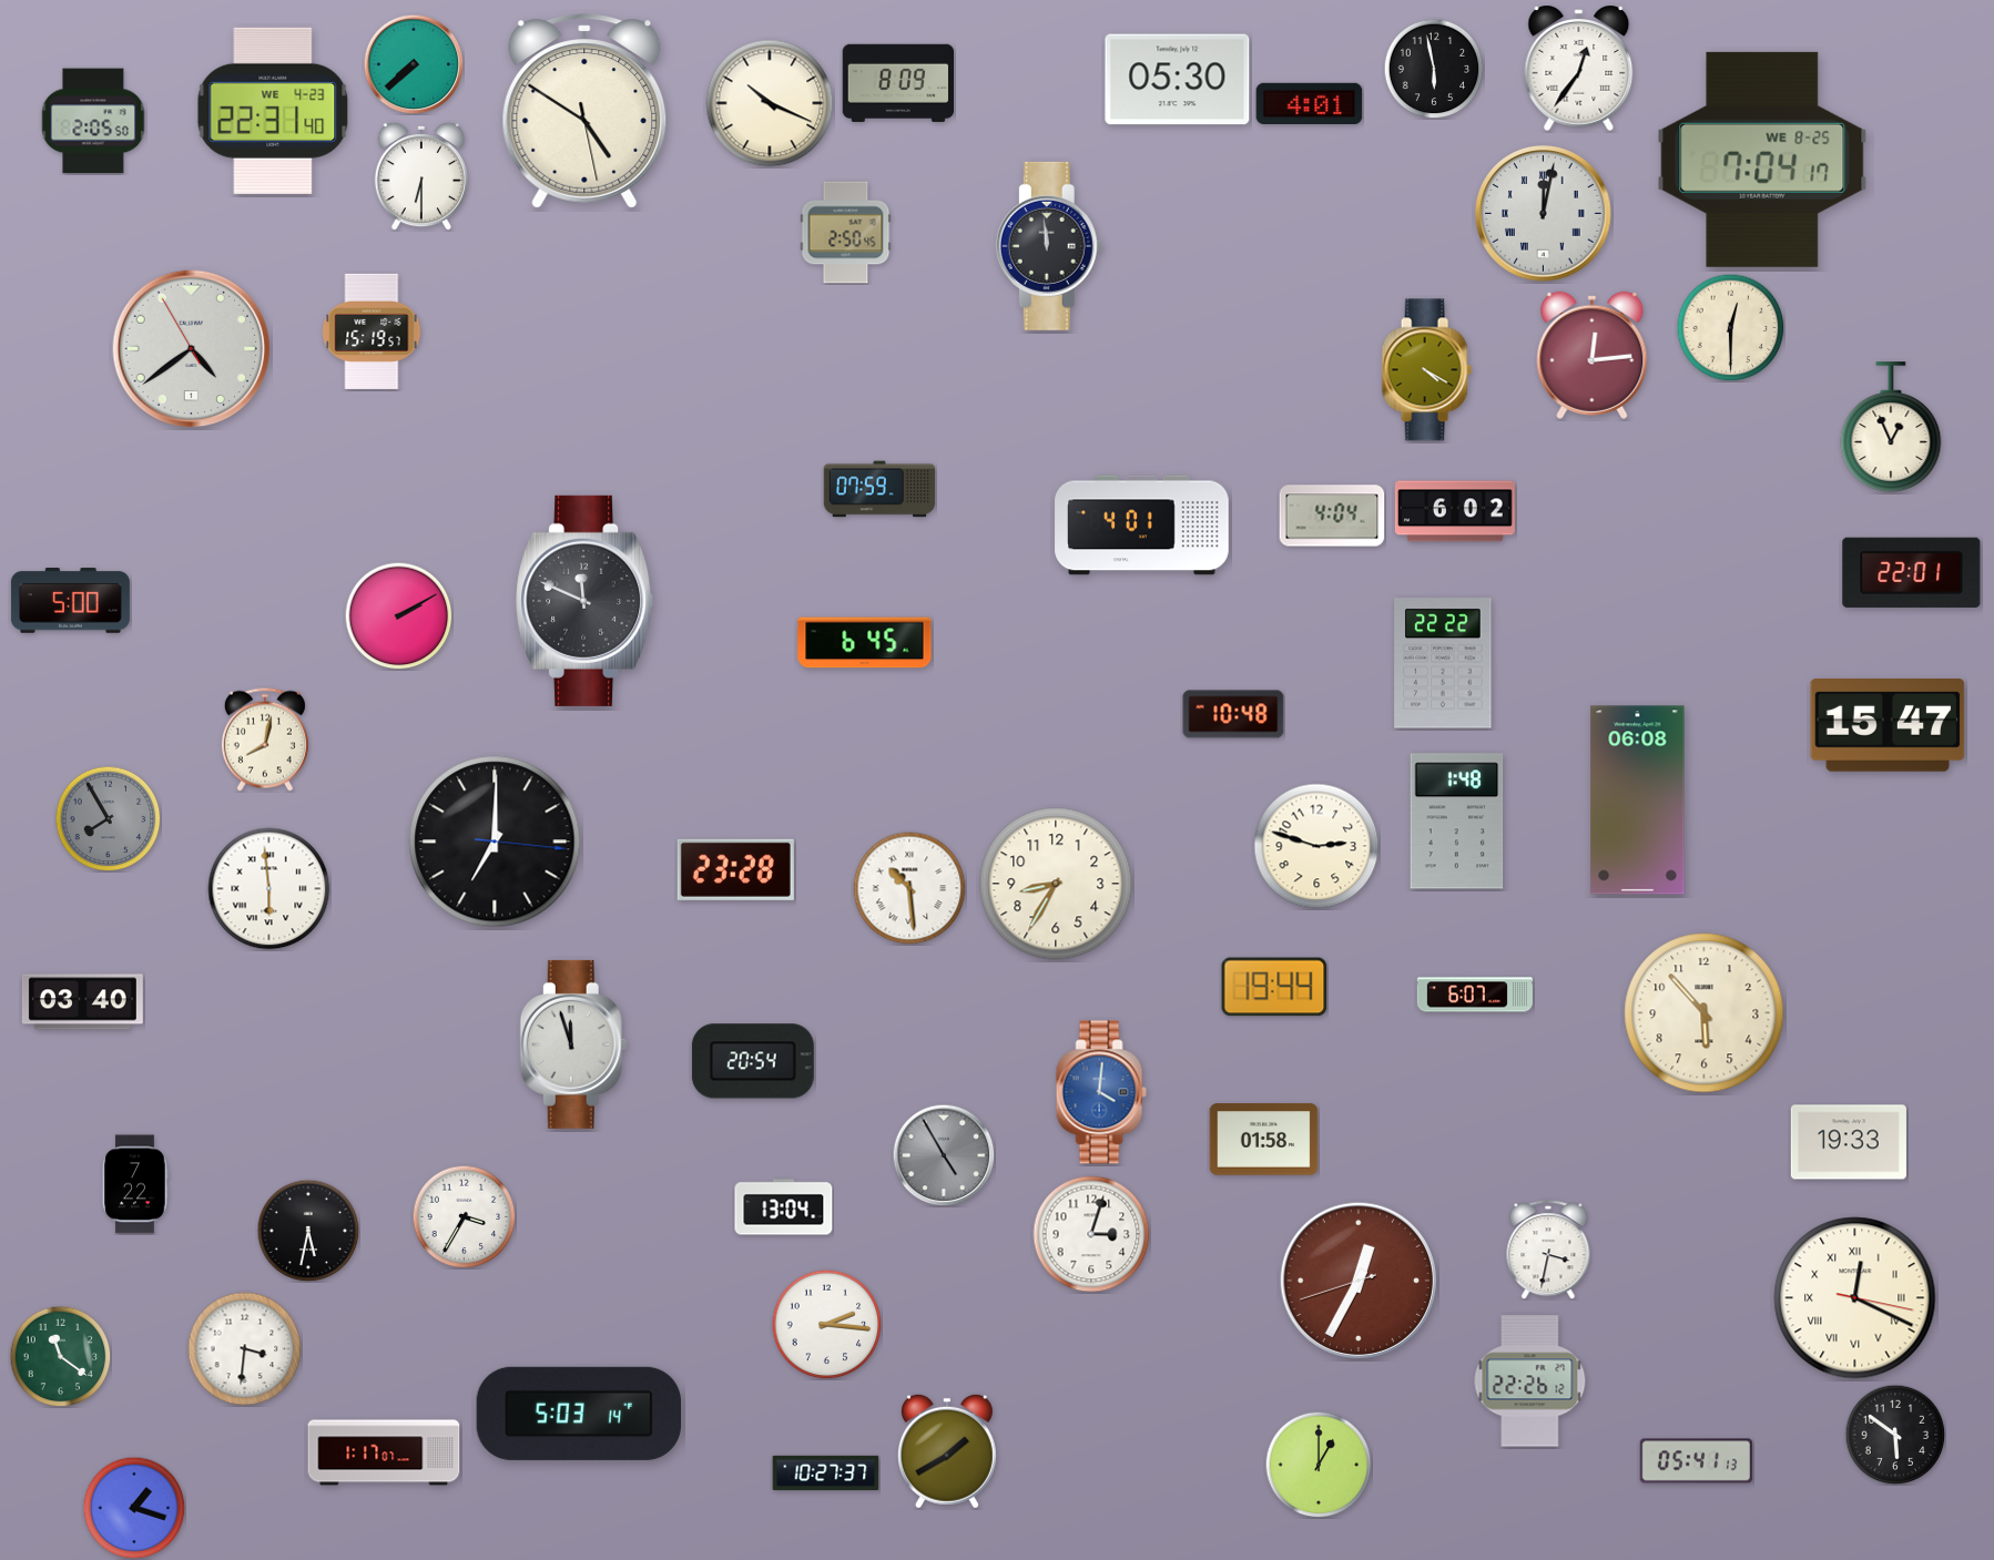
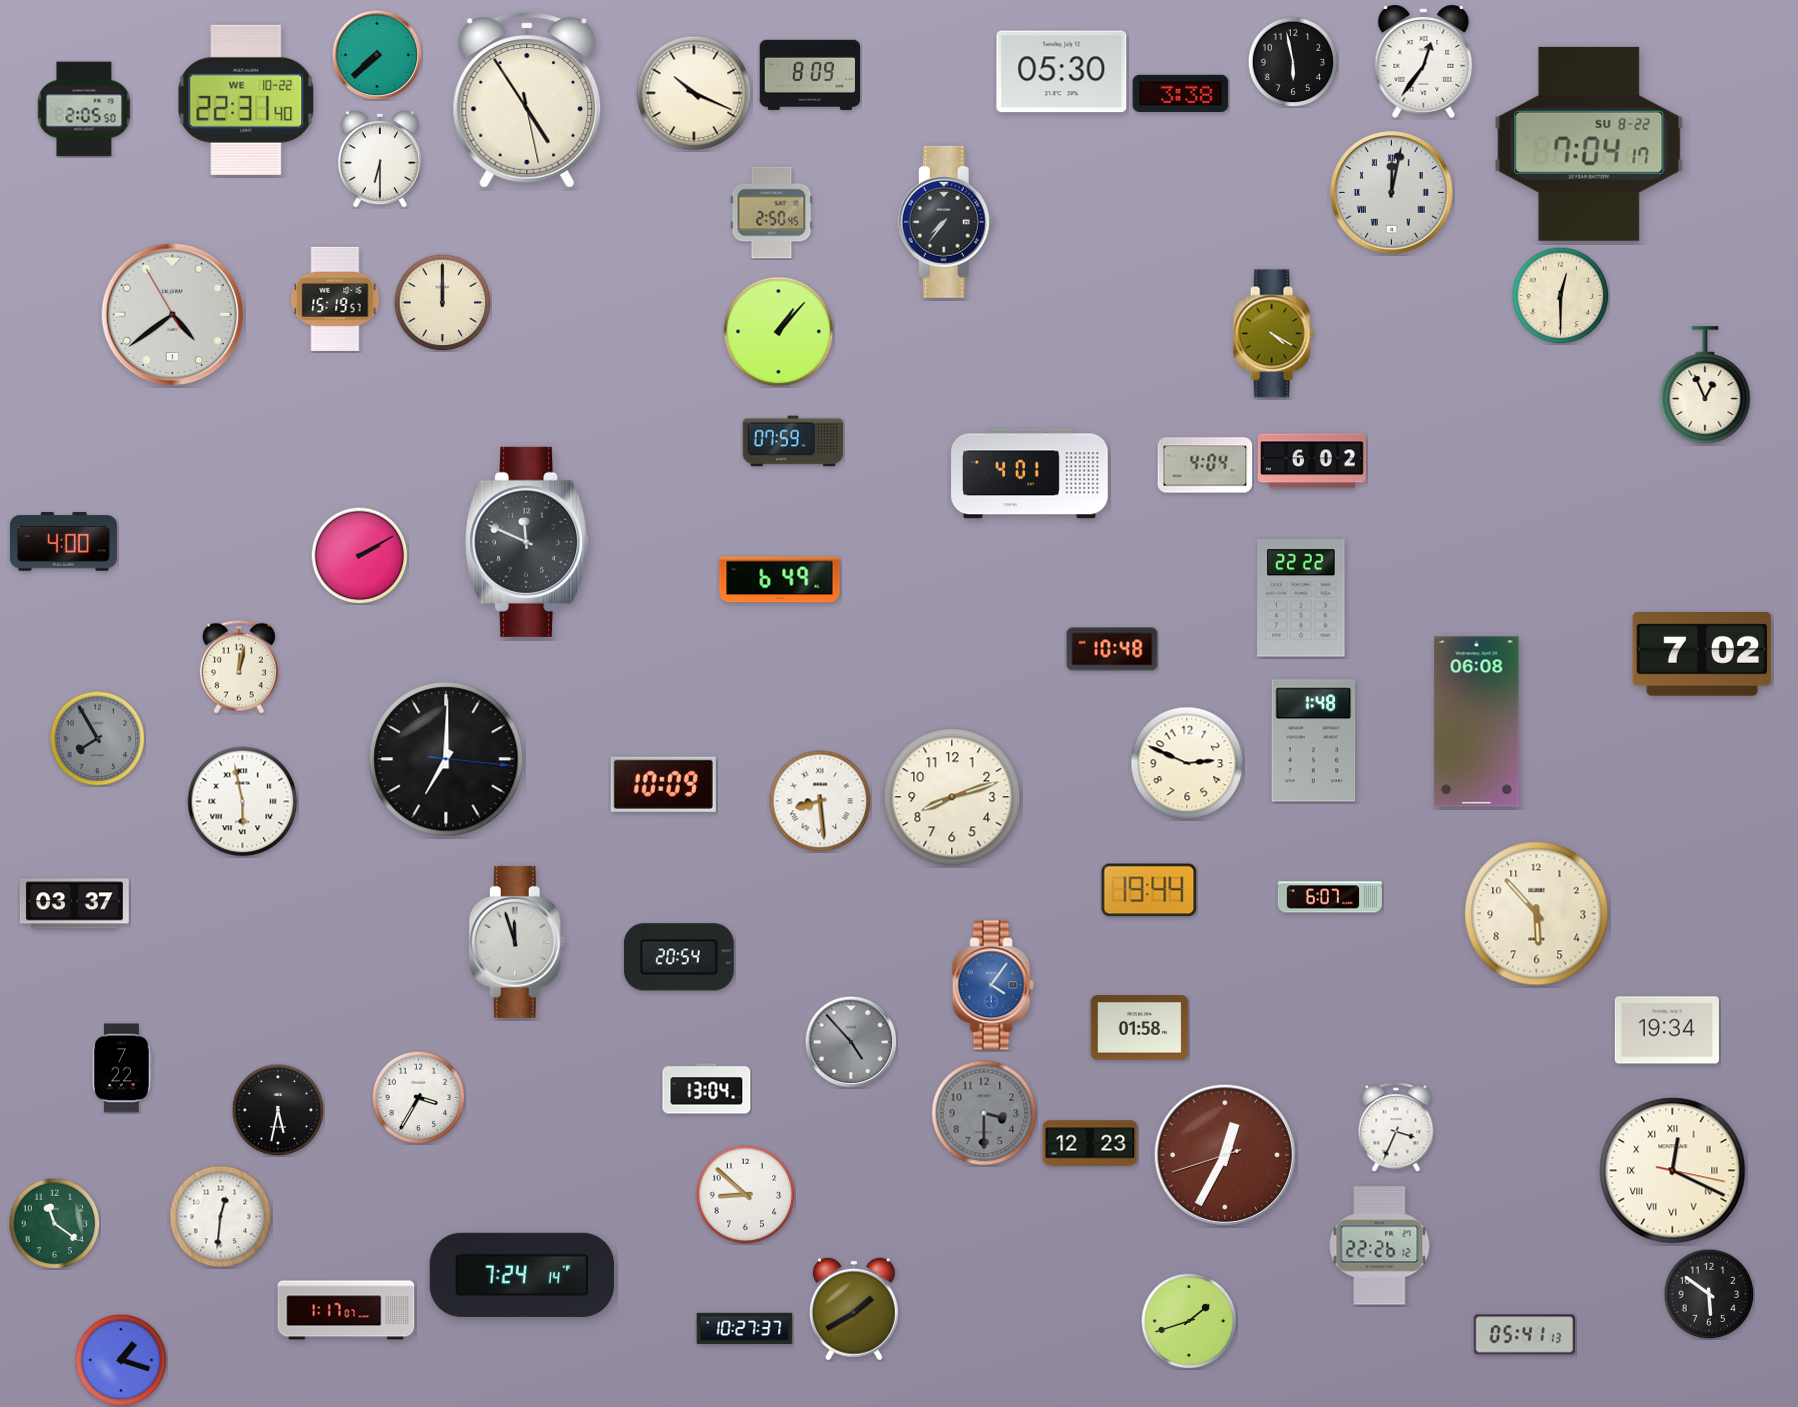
clock at (414, 64) position: (414, 64) -> (377, 55)
clock at (1310, 104): 4:01 -> 3:38
clock at (273, 111) date: WE 4-23 -> WE 10-22
clock at (584, 111): 4:50 -> 4:54
clock at (1762, 160) date: WE 8-25 -> SU 8-22
clock at (846, 233) position: (846, 233) -> (772, 213)
clock at (1049, 246): 11:59 -> 7:36
clock at (442, 302): none -> 12:00
clock at (1593, 355): 12:14 -> none
clock at (779, 332): none -> 1:07
clock at (1426, 370) position: (1426, 370) -> (1273, 334)
clock at (1332, 516) position: (1332, 516) -> (1205, 465)
clock at (1912, 572): 22:01 -> none
clock at (70, 601): 5:00 -> 4:00
clock at (865, 643): 6:45 -> 6:49
clock at (1233, 714) position: (1233, 714) -> (1112, 649)
clock at (1888, 726): 15:47 -> 7:02
clock at (265, 740): 8:02 -> 12:02
clock at (1316, 846): 2:48 -> 2:49
clock at (735, 869): 23:28 -> 10:09
clock at (1056, 884): 8:35 -> 8:12
clock at (909, 888): 10:29 -> 8:29
clock at (269, 889): 5:59 -> 5:58
clock at (82, 1002): 03:40 -> 03:37
clock at (1101, 1092): 4:01 -> 4:06
clock at (1849, 1142): 19:33 -> 19:34
clock at (944, 1155): 4:55 -> 4:53
clock at (1091, 1234): 3:03 -> 3:30
clock at (1091, 1234) dial: white -> grey
clock at (1548, 1250): 3:32 -> 3:34
clock at (1090, 1143): none -> 12:23
clock at (827, 1325): 2:16 -> 8:52
clock at (245, 1349): 3:31 -> 12:31
clock at (578, 1414): 5:03 -> 7:24
clock at (1696, 1461) position: (1696, 1461) -> (1524, 1335)
clock at (1319, 1465): 1:00 -> 1:42
